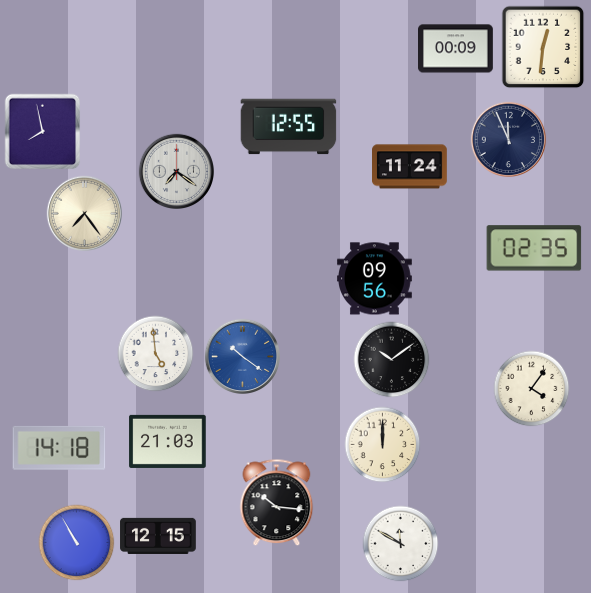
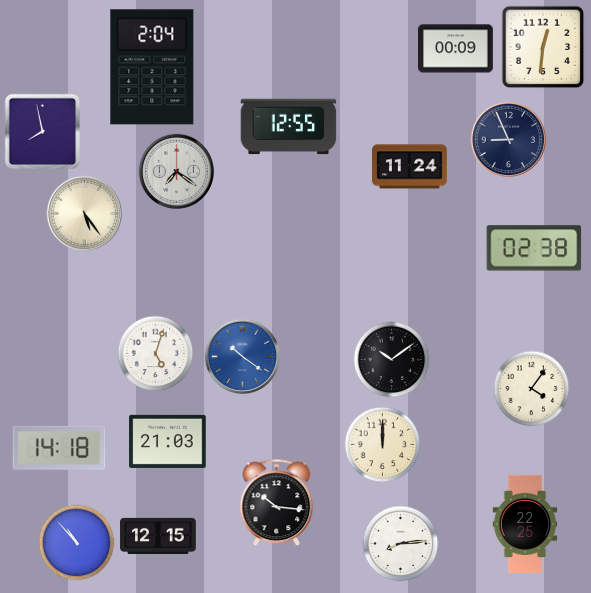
clock at (152, 67): none -> 2:04
clock at (508, 139): 11:56 -> 8:56
clock at (84, 213): 7:24 -> 5:24
clock at (534, 248): 02:35 -> 02:38
clock at (375, 279): 09:56 -> none
clock at (156, 354): 4:59 -> 5:03
clock at (525, 524): none -> 22:25
clock at (77, 543): 10:55 -> 10:53
clock at (401, 544): 11:50 -> 8:14
